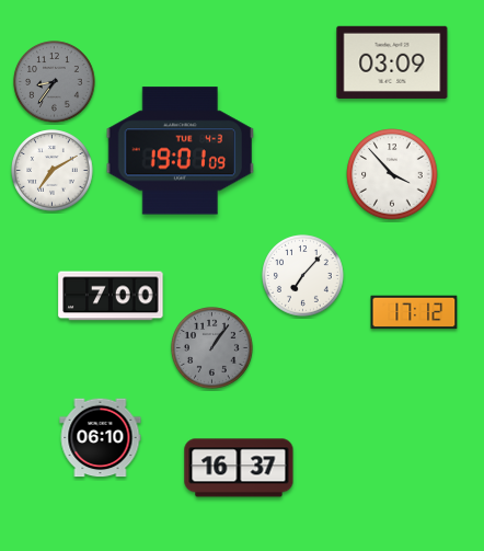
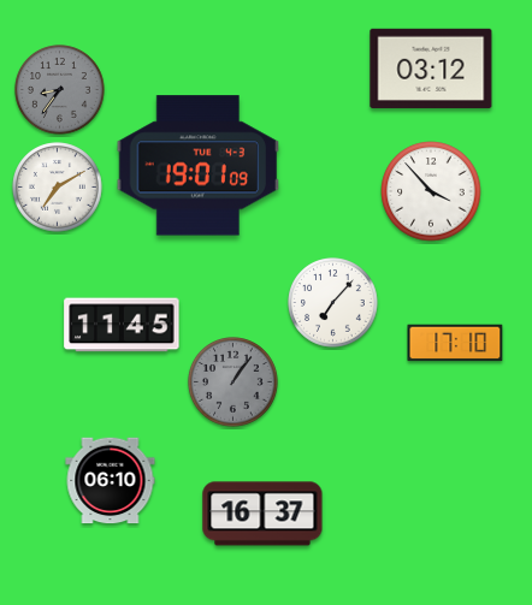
clock at (392, 62): 03:09 -> 03:12
clock at (111, 296): 7:00 -> 11:45
clock at (414, 312): 17:12 -> 17:10
